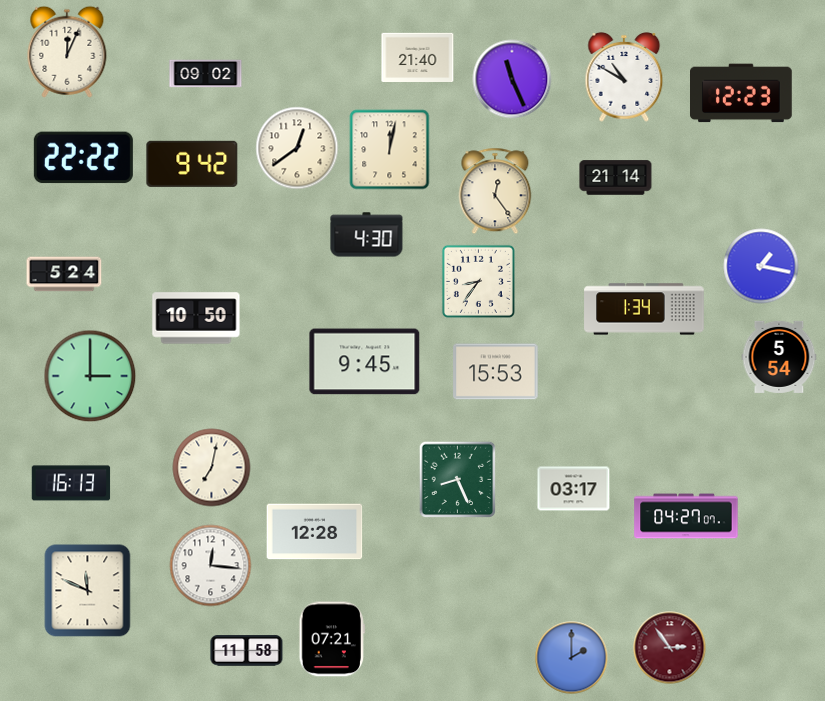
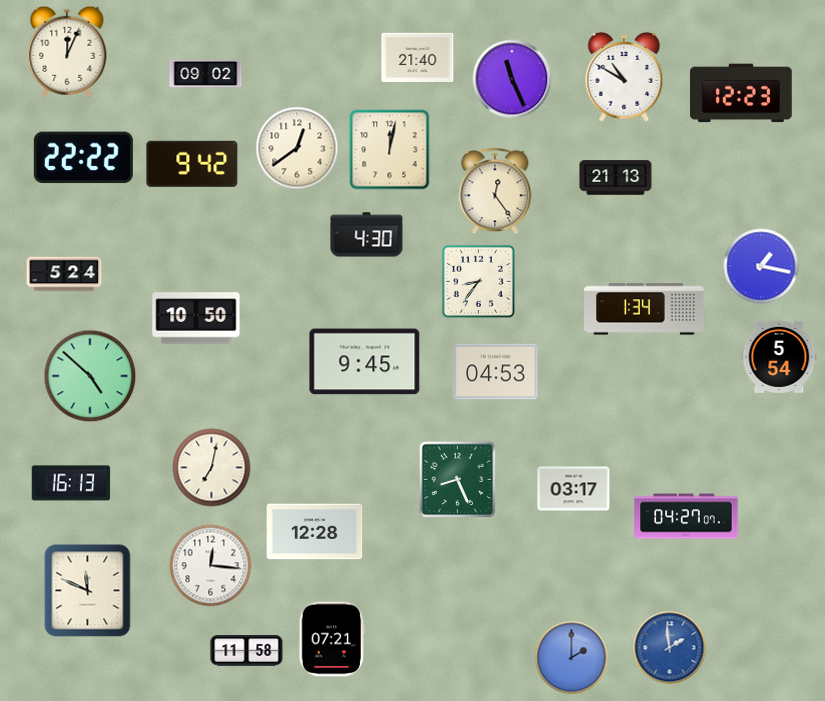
clock at (616, 178): 21:14 -> 21:13
clock at (496, 372): 15:53 -> 04:53
clock at (90, 376): 3:00 -> 4:52
clock at (670, 648): 2:54 -> 1:59
clock at (670, 648) dial: burgundy -> blue
